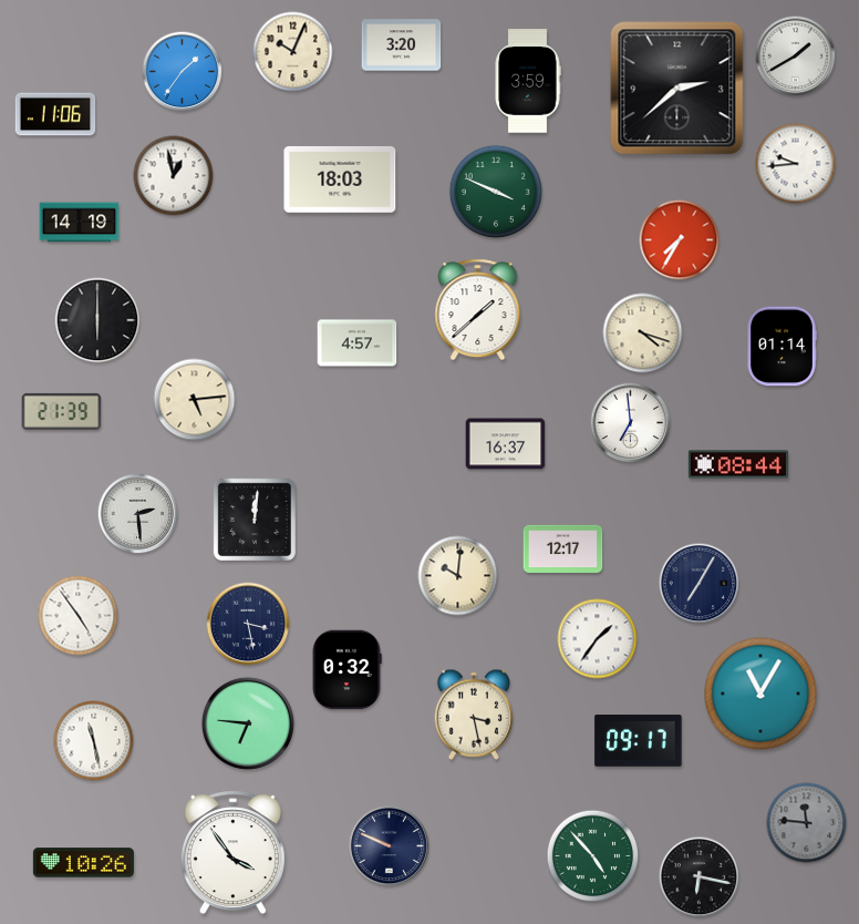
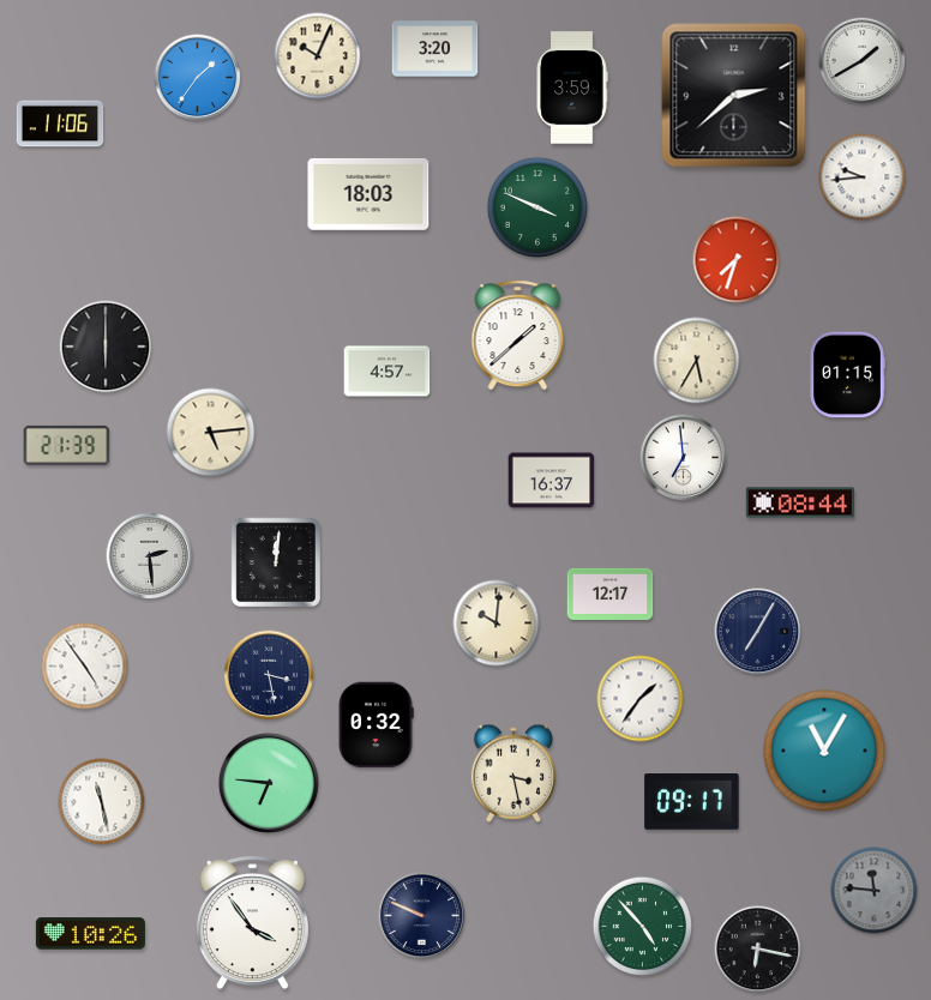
clock at (174, 176): 12:58 -> none
clock at (80, 223): 14:19 -> none
clock at (680, 240): 7:35 -> 7:33
clock at (643, 333): 4:18 -> 5:35
clock at (782, 347): 01:14 -> 01:15
clock at (506, 444) position: (506, 444) -> (552, 481)
clock at (598, 639) position: (598, 639) -> (641, 699)
